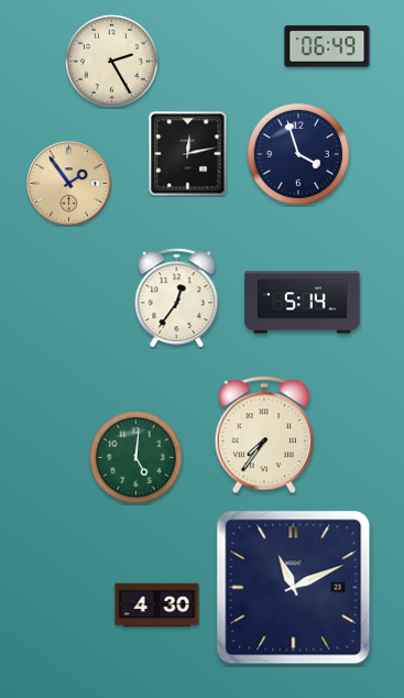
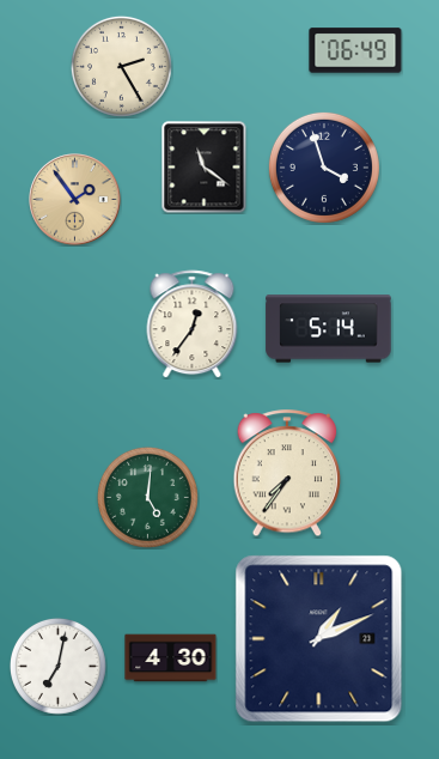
clock at (188, 154): 12:13 -> 11:21
clock at (294, 588): 11:11 -> 1:11
clock at (57, 666): none -> 7:02
